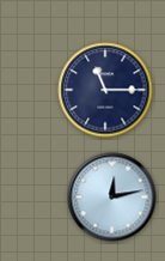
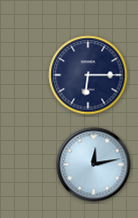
clock at (105, 90): 11:15 -> 6:15
